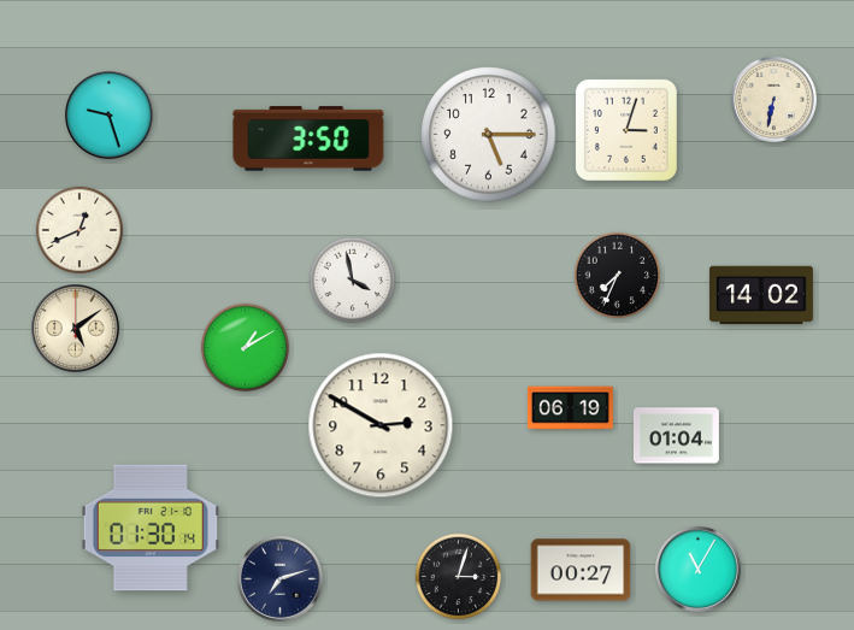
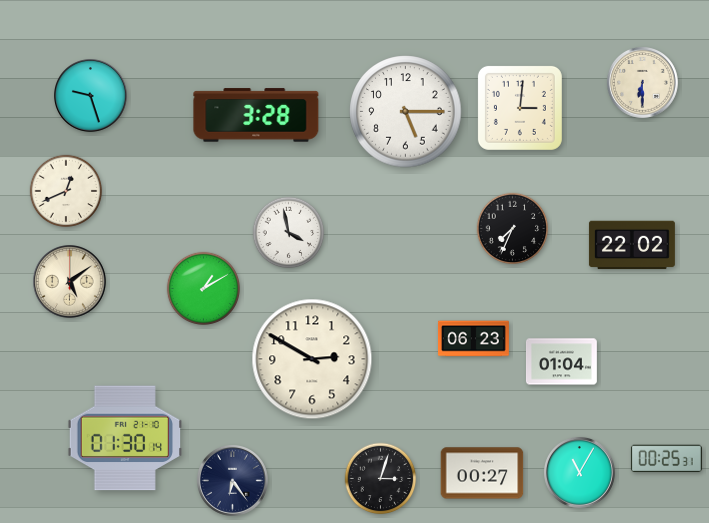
clock at (773, 99): 6:32 -> 6:30
clock at (626, 130): 3:03 -> 3:01
clock at (308, 139): 3:50 -> 3:28
clock at (353, 281) position: (353, 281) -> (289, 233)
clock at (761, 295): 14:02 -> 22:02
clock at (76, 329) position: (76, 329) -> (70, 282)
clock at (571, 408): 06:19 -> 06:23
clock at (381, 425) position: (381, 425) -> (312, 359)
clock at (666, 459): none -> 00:25
clock at (279, 578): 7:12 -> 6:24
